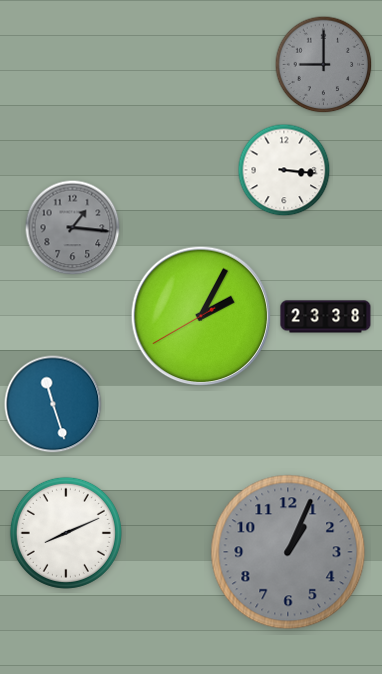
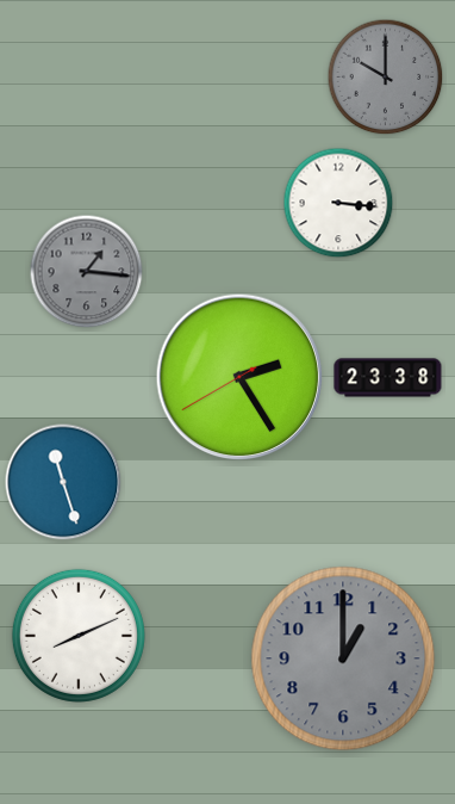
clock at (324, 65): 9:00 -> 10:00
clock at (201, 316): 2:04 -> 2:24
clock at (288, 552): 1:04 -> 1:00
